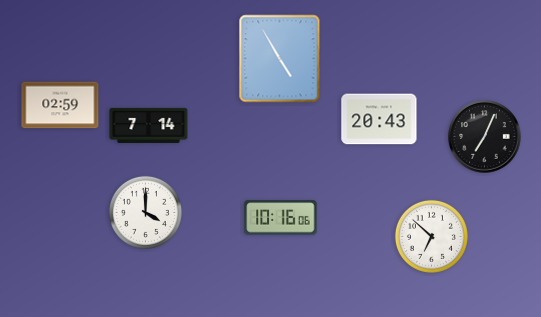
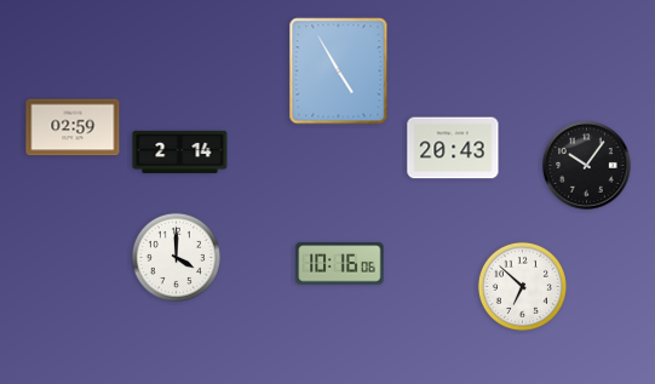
clock at (379, 119) position: (379, 119) -> (453, 148)
clock at (149, 125): 7:14 -> 2:14
clock at (485, 137): 7:04 -> 10:06
